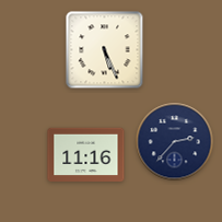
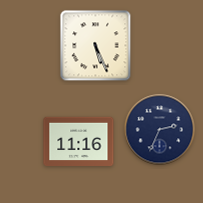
clock at (175, 142): 2:37 -> 2:34
